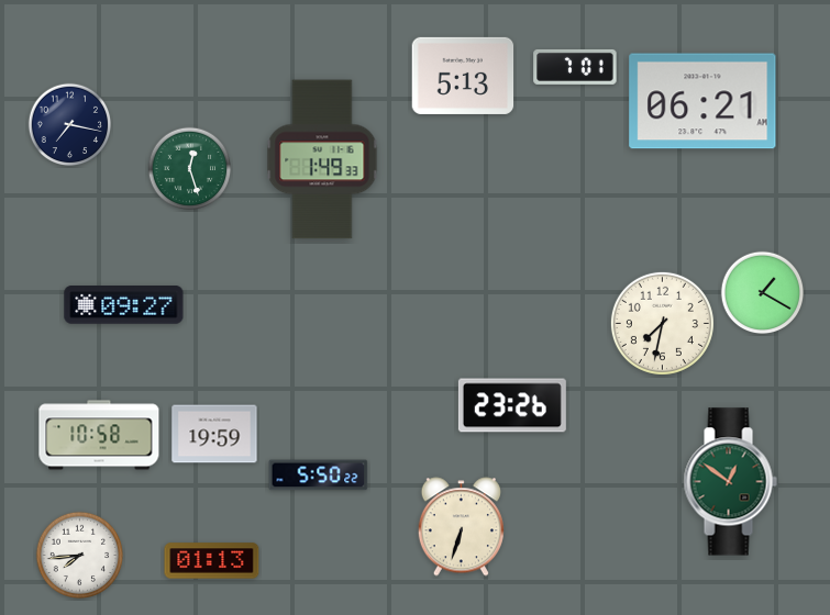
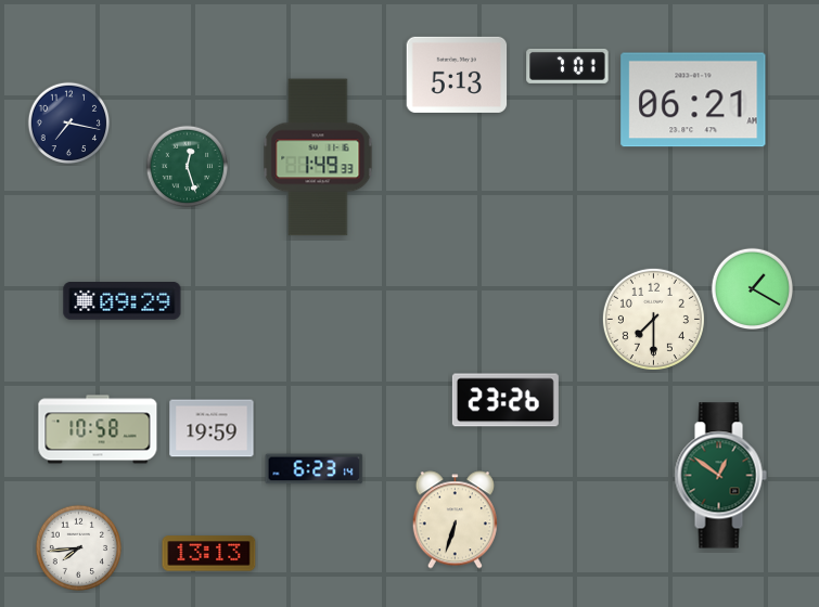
clock at (124, 305): 09:27 -> 09:29
clock at (662, 323): 7:32 -> 7:30
clock at (319, 476): 5:50 -> 6:23
clock at (212, 561): 01:13 -> 13:13
